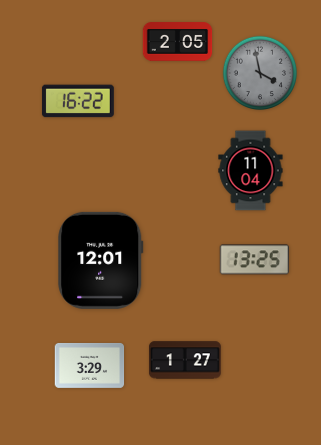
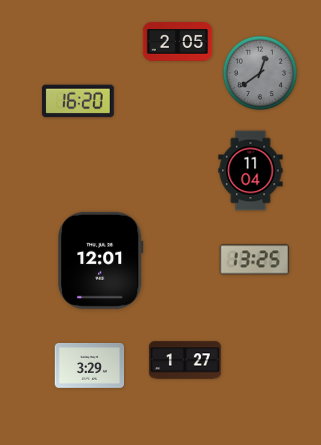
clock at (259, 72): 3:58 -> 12:39
clock at (78, 101): 16:22 -> 16:20
